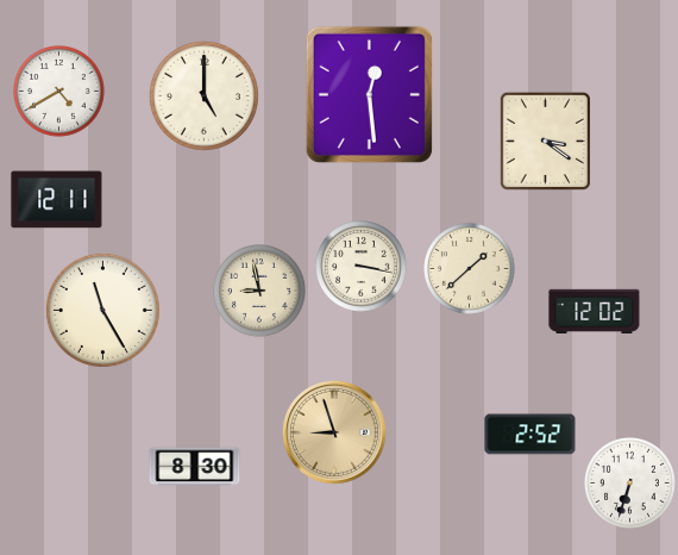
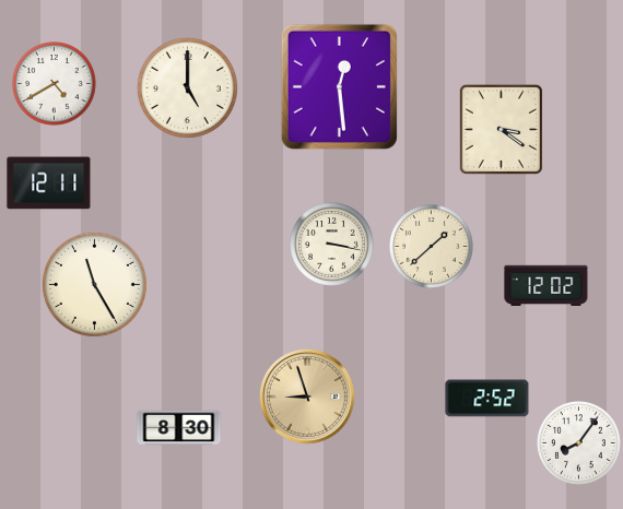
clock at (57, 200) position: (57, 200) -> (49, 184)
clock at (260, 292): 8:58 -> none
clock at (630, 484): 6:33 -> 8:06
